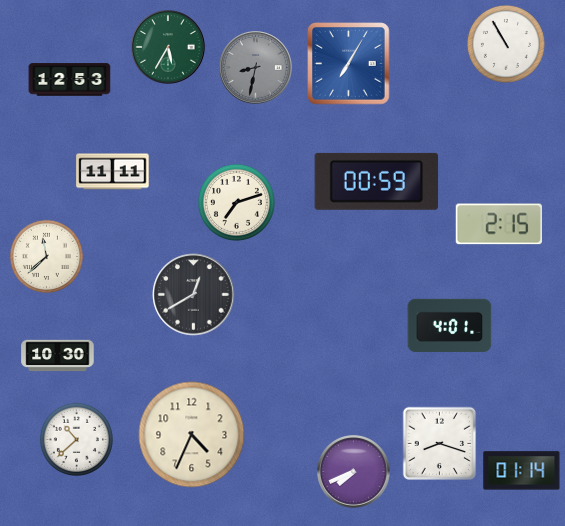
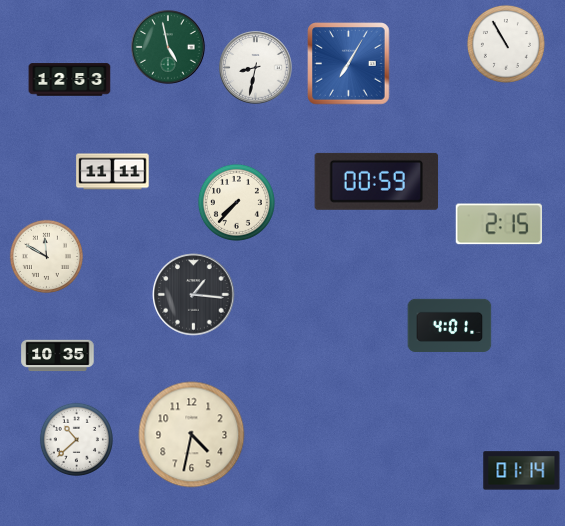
clock at (168, 47): 5:35 -> 4:58
clock at (256, 68) dial: grey -> white
clock at (236, 202): 7:12 -> 7:37
clock at (46, 256): 11:38 -> 11:50
clock at (194, 295): 12:40 -> 1:16
clock at (58, 356): 10:30 -> 10:35
clock at (192, 435): 4:34 -> 4:32
clock at (440, 444): 8:18 -> none
clock at (354, 472): 7:41 -> none
